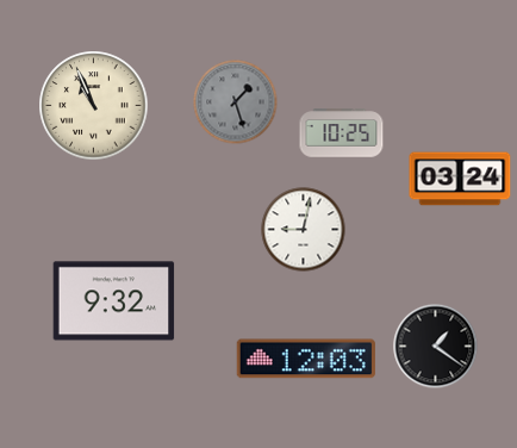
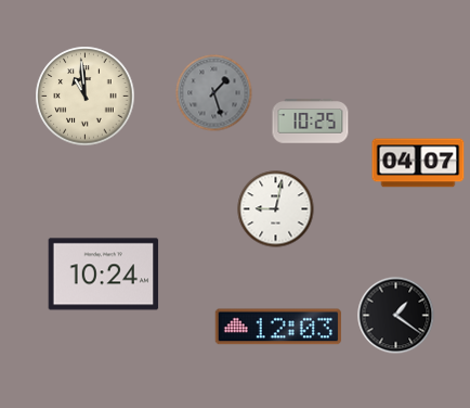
clock at (94, 106): 10:56 -> 10:59
clock at (460, 179): 03:24 -> 04:07
clock at (114, 301): 9:32 -> 10:24
